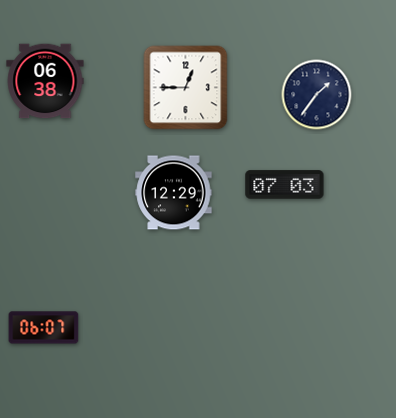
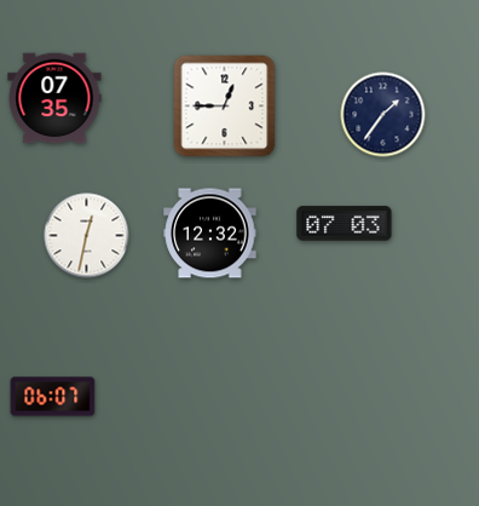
clock at (45, 81): 06:38 -> 07:35
clock at (174, 193): 12:29 -> 12:32
clock at (87, 236): none -> 12:32
